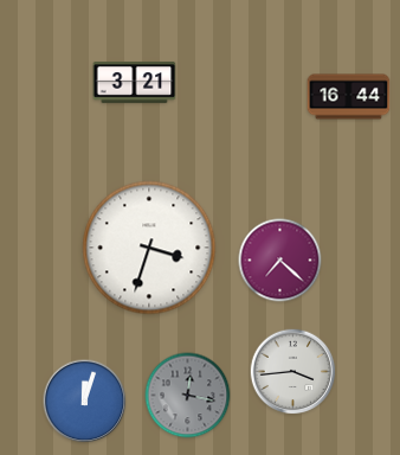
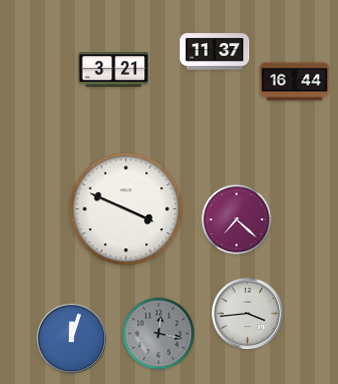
clock at (215, 52): none -> 11:37
clock at (149, 248): 3:33 -> 3:49
